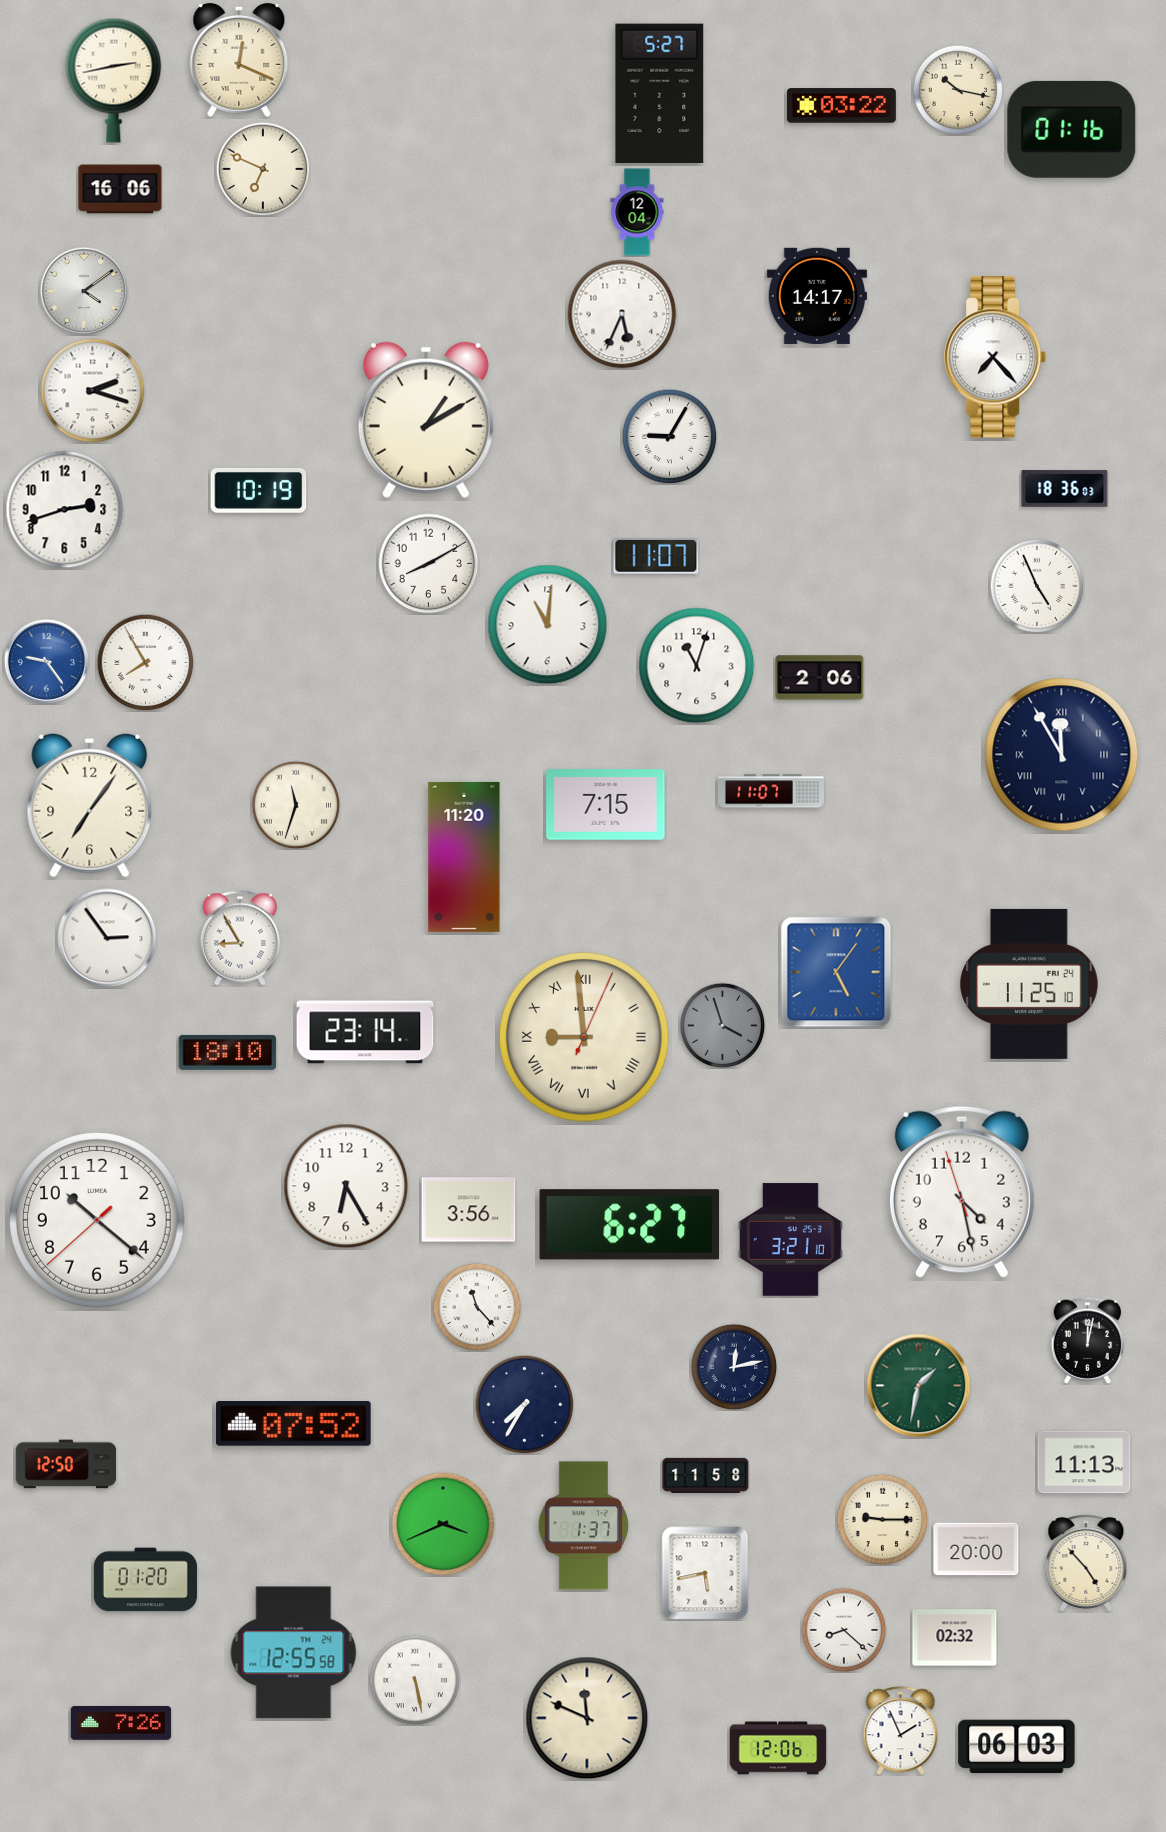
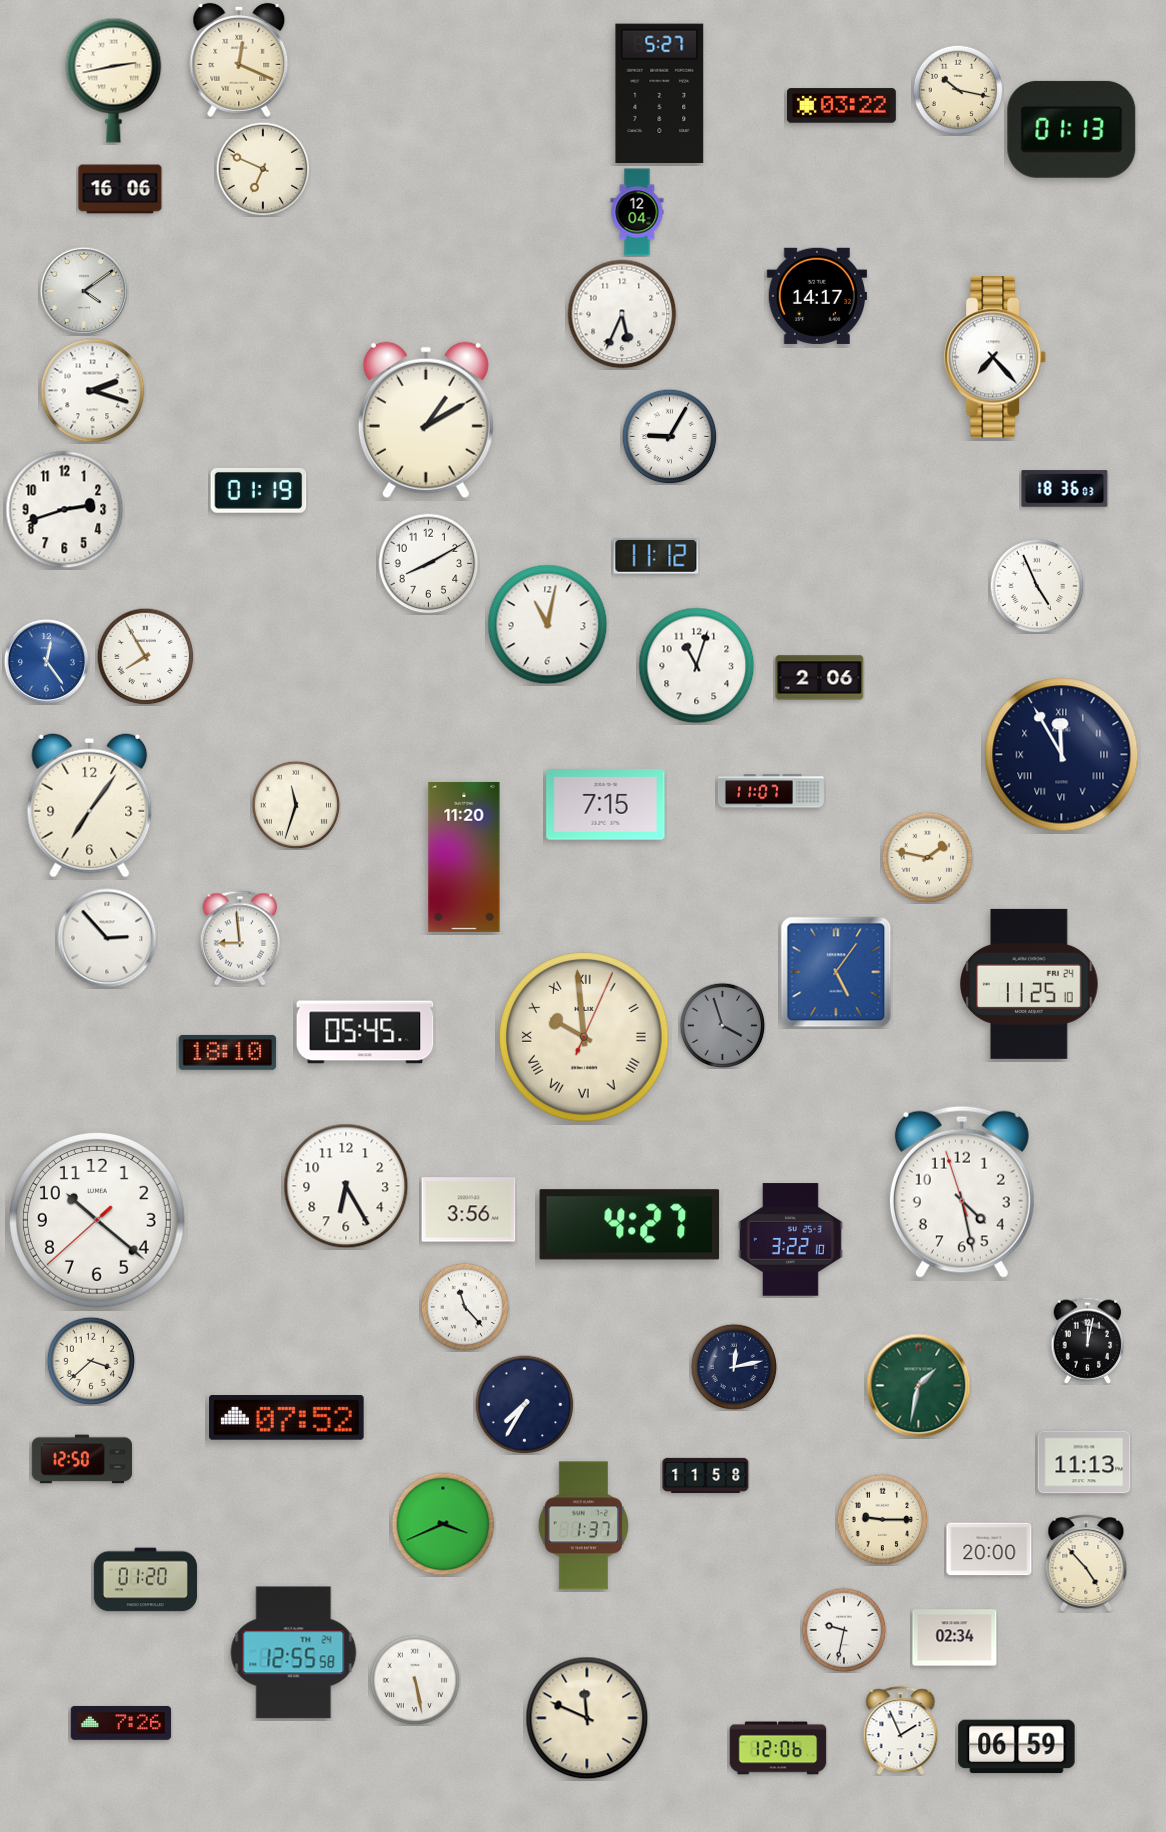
clock at (1072, 129): 01:16 -> 01:13
clock at (259, 490): 10:19 -> 01:19
clock at (656, 557): 11:07 -> 11:12
clock at (548, 625): 11:01 -> 11:02
clock at (46, 661): 9:24 -> 12:24
clock at (145, 662) position: (145, 662) -> (145, 656)
clock at (927, 857): none -> 1:47
clock at (107, 938): 2:54 -> 2:53
clock at (240, 938): 8:55 -> 8:59
clock at (365, 1032): 23:14 -> 05:45
clock at (584, 1037): 8:59 -> 9:59
clock at (630, 1225): 6:27 -> 4:27
clock at (790, 1240): 3:21 -> 3:22
clock at (477, 1307) position: (477, 1307) -> (465, 1307)
clock at (91, 1361): none -> 3:38
clock at (294, 1424) position: (294, 1424) -> (287, 1418)
clock at (66, 1464) position: (66, 1464) -> (82, 1459)
clock at (976, 1549) position: (976, 1549) -> (989, 1549)
clock at (705, 1573): 5:43 -> none
clock at (844, 1630): 8:22 -> 9:32
clock at (955, 1638): 02:32 -> 02:34
clock at (1017, 1747): 06:03 -> 06:59
